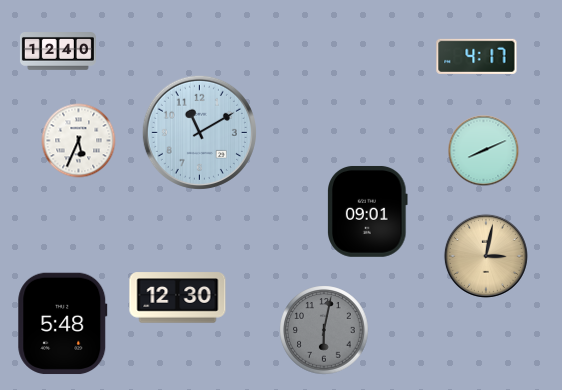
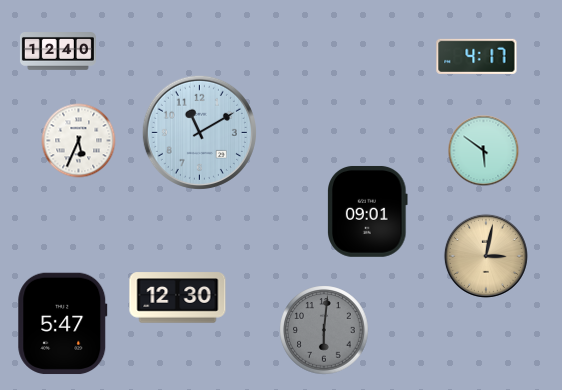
clock at (484, 151): 8:11 -> 5:51
clock at (63, 324): 5:48 -> 5:47
clock at (324, 330): 6:02 -> 6:01
